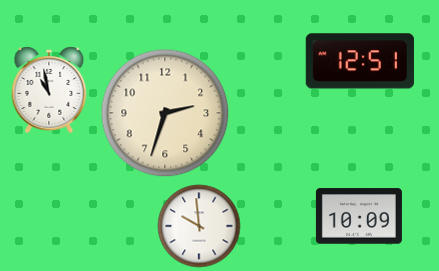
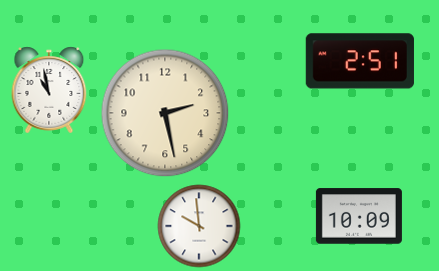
clock at (360, 61): 12:51 -> 2:51
clock at (165, 113): 2:33 -> 2:28
